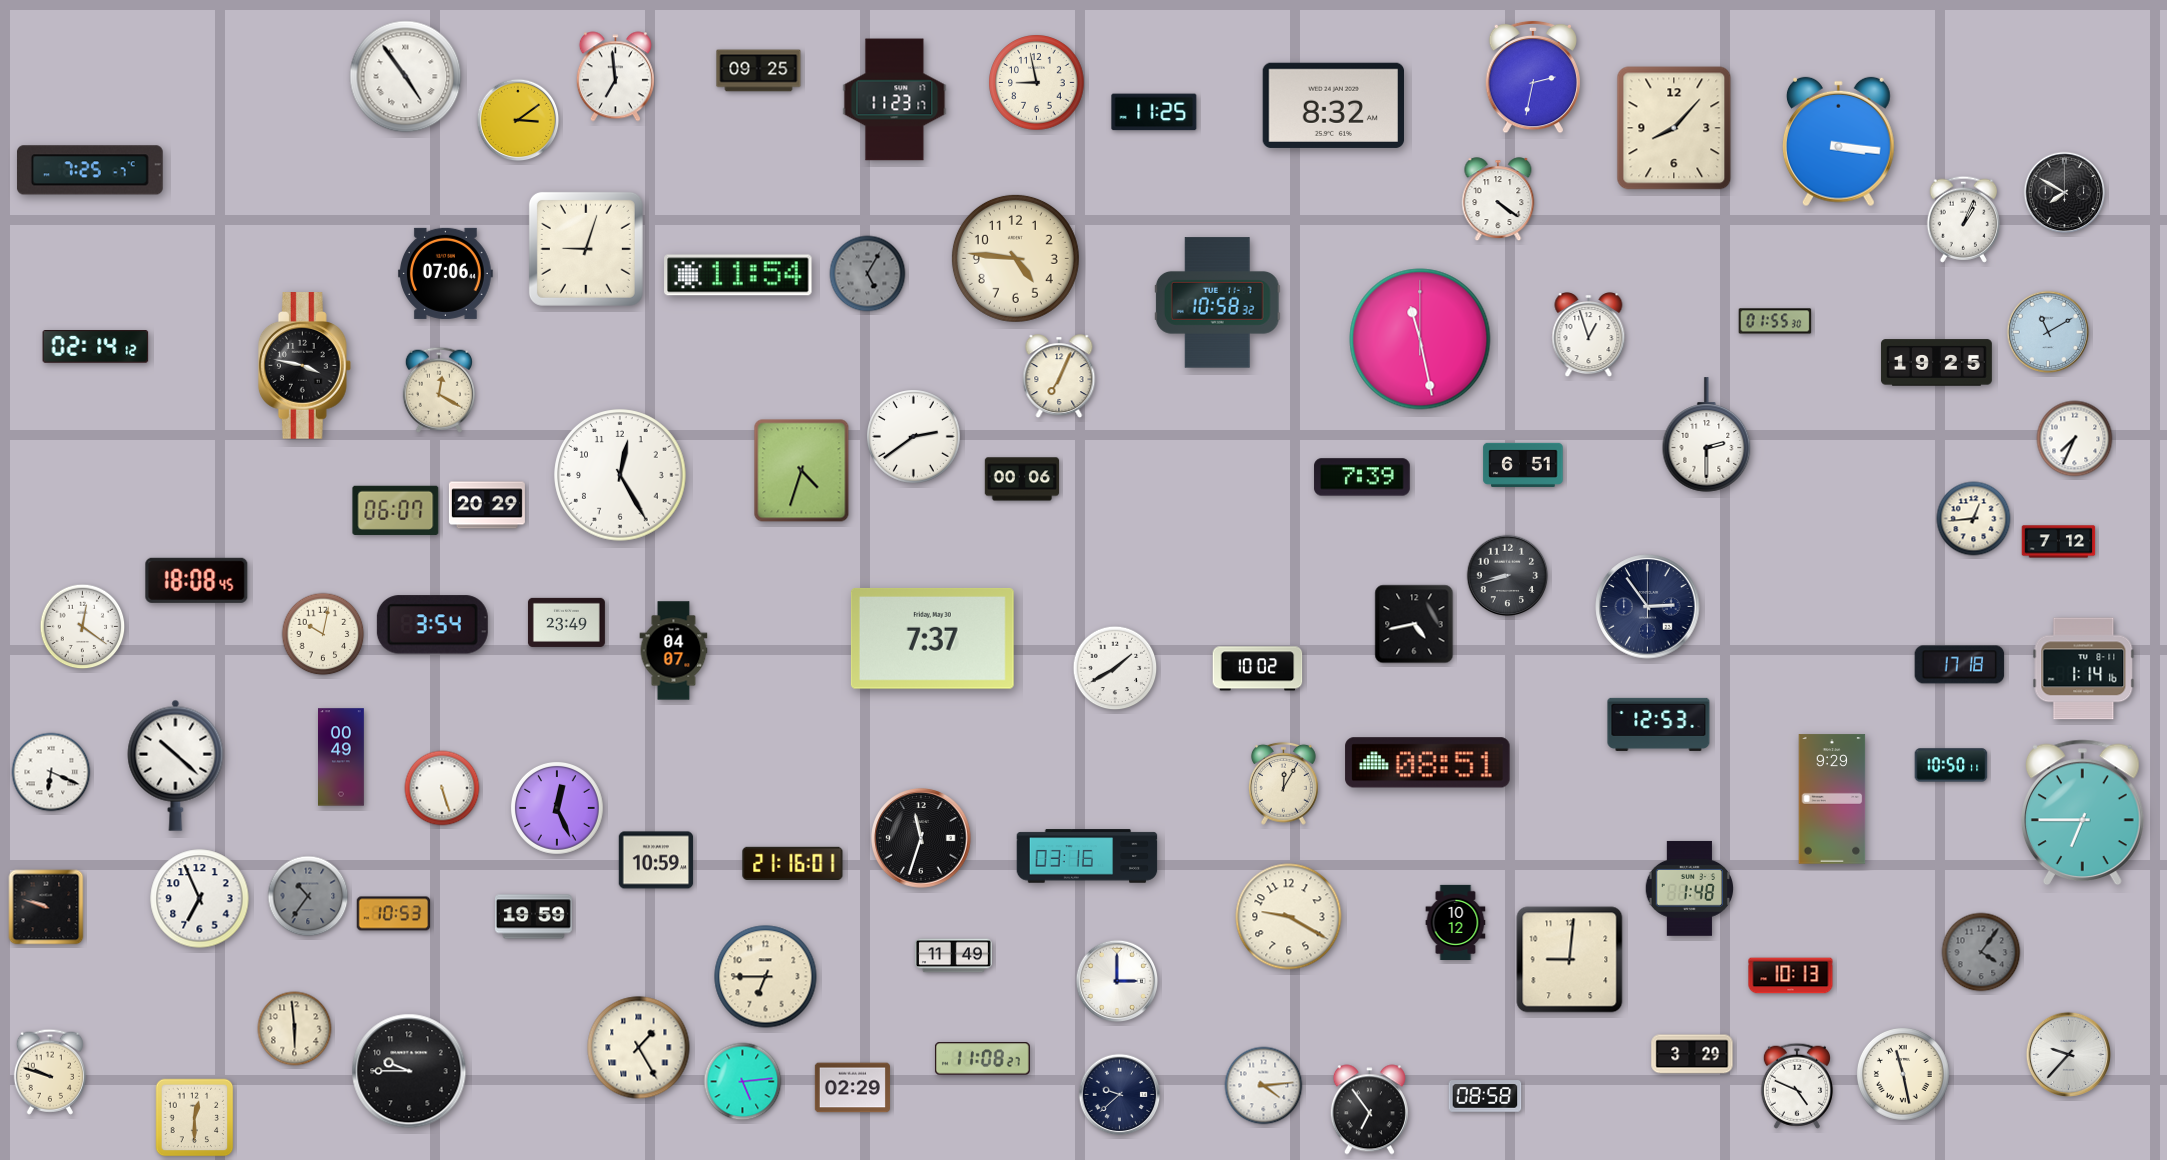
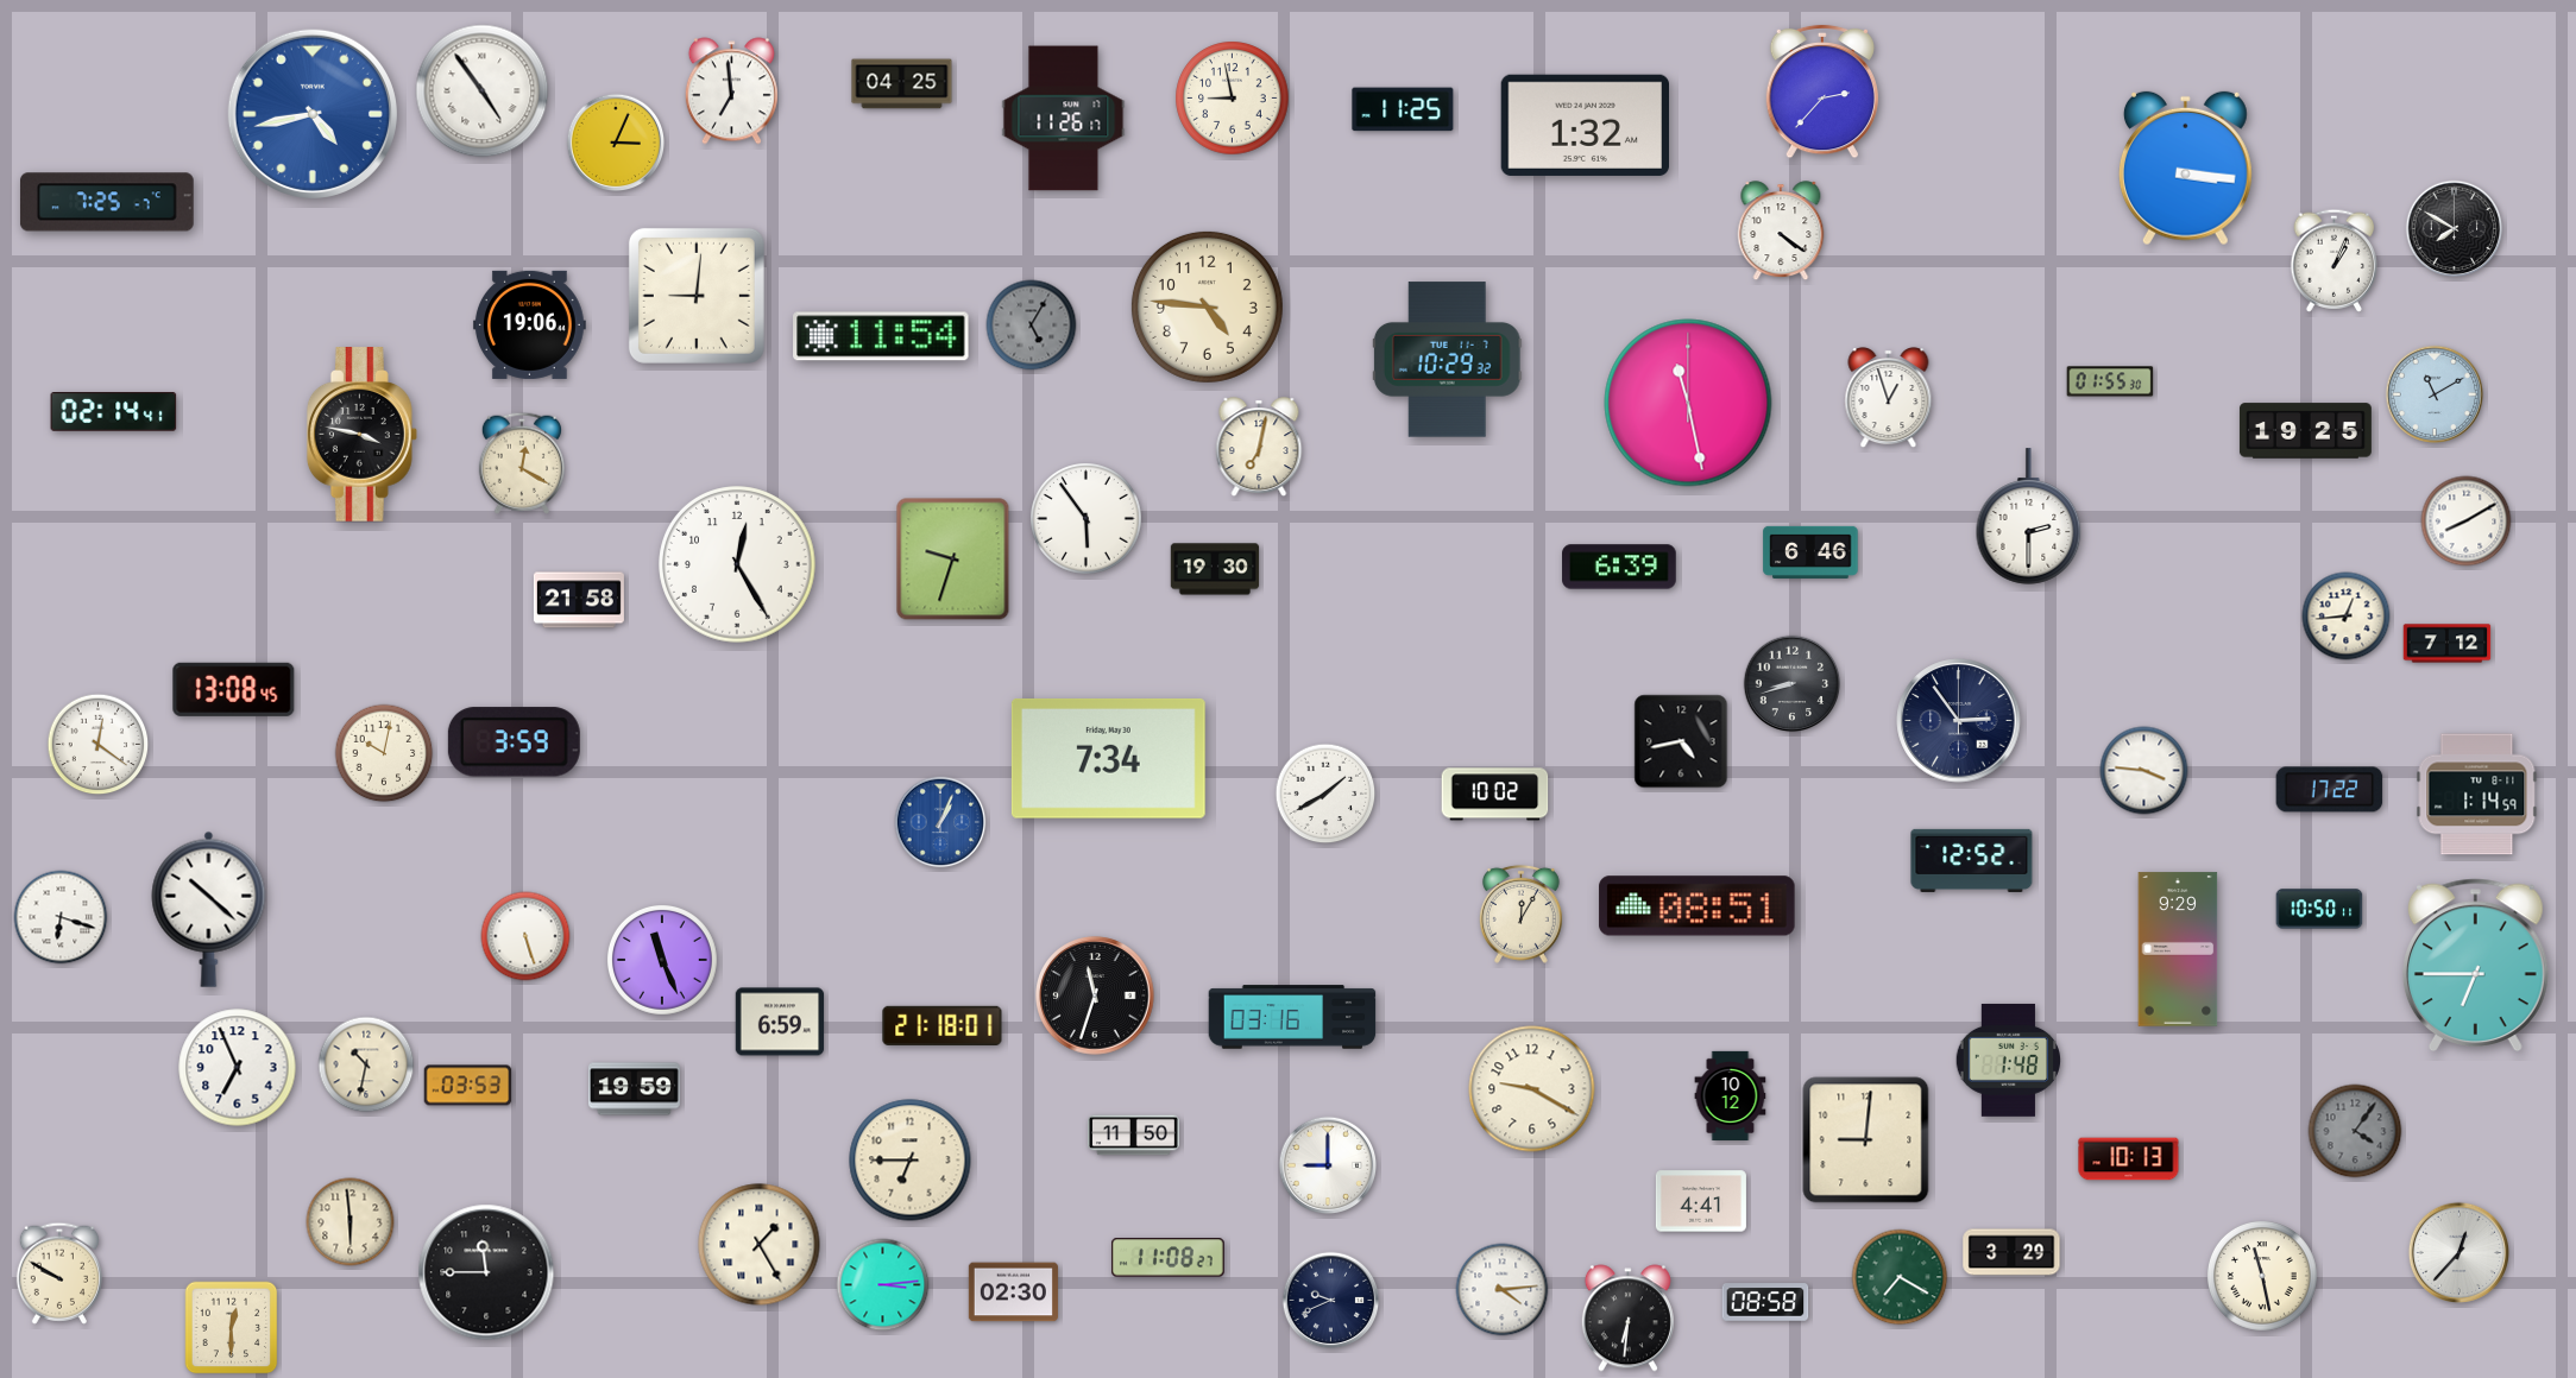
clock at (759, 71): 09:25 -> 04:25
clock at (1532, 77): 2:32 -> 2:37
clock at (313, 114): none -> 4:43
clock at (895, 100): 11:23 -> 11:26
clock at (1333, 105): 8:32 -> 1:32
clock at (1154, 112) position: (1154, 112) -> (1403, 109)
clock at (518, 120): 3:09 -> 3:04
clock at (1674, 128): 8:07 -> none
clock at (1498, 200) position: (1498, 200) -> (1781, 232)
clock at (586, 249): 9:03 -> 9:01
clock at (446, 273): 07:06 -> 19:06
clock at (738, 275) position: (738, 275) -> (881, 336)
clock at (1217, 303): 10:58 -> 10:29
clock at (96, 347): 02:14:12 -> 02:14:41
clock at (1936, 363) position: (1936, 363) -> (2305, 431)
clock at (1059, 377): 7:04 -> 7:02
clock at (914, 437): 2:39 -> 5:54
clock at (2075, 439): 7:34 -> 8:10
clock at (1523, 465): 6:51 -> 6:46
clock at (802, 471): 4:33 -> 9:33
clock at (1362, 477): 7:39 -> 6:39
clock at (1022, 479): 00:06 -> 19:30
clock at (487, 505): 20:29 -> 21:58
clock at (396, 510): 06:07 -> none
clock at (197, 580): 18:08 -> 13:08
clock at (566, 622): 23:49 -> none
clock at (432, 625): 3:54 -> 3:59
clock at (932, 638): 7:37 -> 7:34
clock at (2144, 771): none -> 3:46
clock at (674, 651): 04:07 -> none
clock at (1960, 665): 17:18 -> 17:22
clock at (2084, 669): 1:14:16 -> 1:14:59
clock at (940, 822): none -> 1:04
clock at (1659, 724): 12:53 -> 12:52
clock at (342, 757): 00:49 -> none
clock at (51, 772): 6:19 -> 6:18
clock at (1283, 783) position: (1283, 783) -> (1520, 914)
clock at (557, 808): 12:26 -> 11:26
clock at (656, 860): 10:59 -> 6:59
clock at (793, 863): 21:16 -> 21:18
clock at (1690, 888) position: (1690, 888) -> (2009, 1060)
clock at (308, 896): 10:36 -> 10:32
clock at (308, 896) dial: grey -> cream
clock at (46, 907): 9:48 -> none
clock at (394, 914): 10:53 -> 03:53
clock at (953, 956): 11:49 -> 11:50
clock at (1117, 981): 3:00 -> 9:00
clock at (1701, 1201): none -> 4:41
clock at (2068, 1054): 9:37 -> 12:37
clock at (409, 1071): 9:45 -> 11:45
clock at (50, 1072): 9:48 -> 9:50
clock at (1900, 1277): none -> 7:20
clock at (743, 1082): 5:14 -> 3:14
clock at (1797, 1086): 4:49 -> none
clock at (852, 1088): 02:29 -> 02:30
clock at (1120, 1095): 9:38 -> 9:41
clock at (1369, 1110): 6:54 -> 6:31
